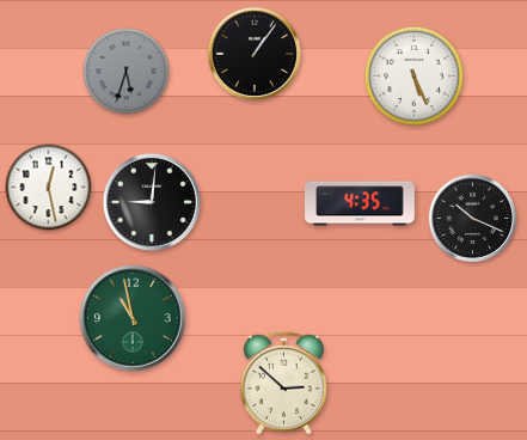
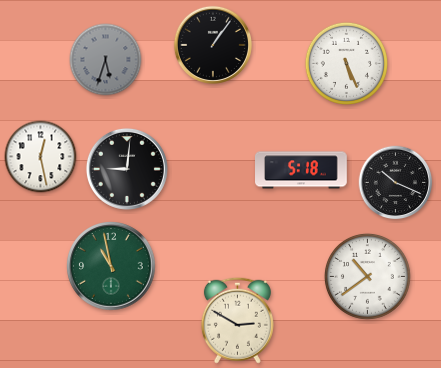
clock at (361, 203): 4:35 -> 5:18
clock at (367, 276): none -> 10:39
clock at (283, 383): 2:52 -> 2:50
